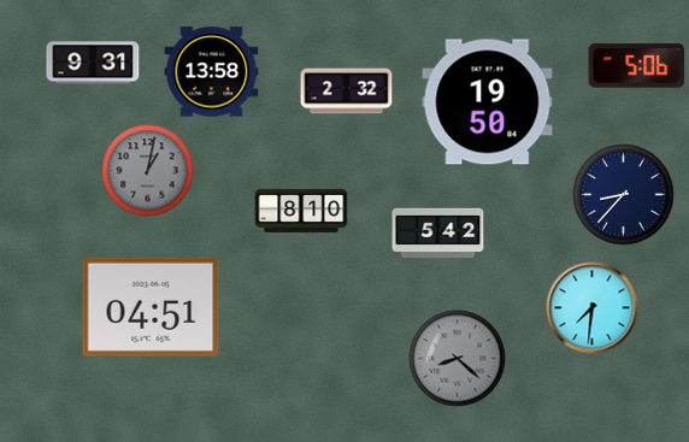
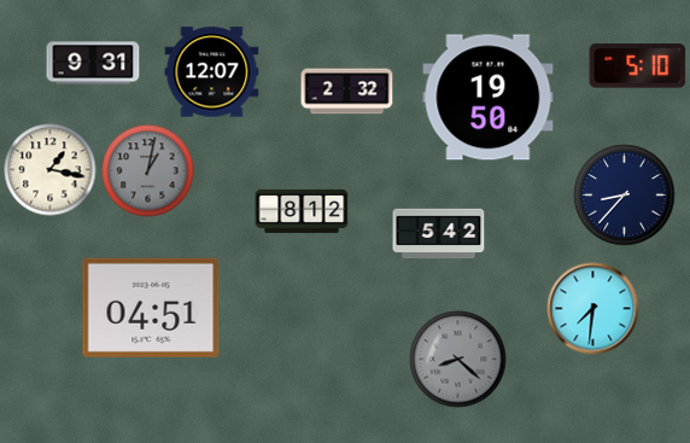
clock at (637, 66): 5:06 -> 5:10
clock at (212, 72): 13:58 -> 12:07
clock at (488, 102) position: (488, 102) -> (489, 98)
clock at (51, 170): none -> 1:17
clock at (301, 211): 8:10 -> 8:12
